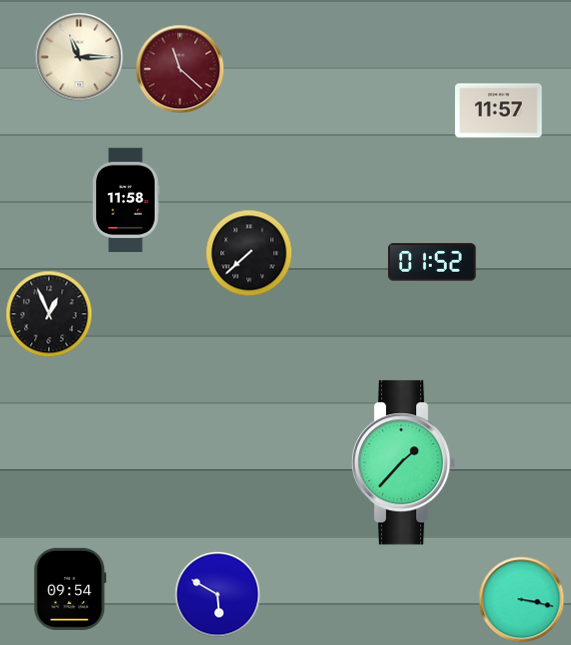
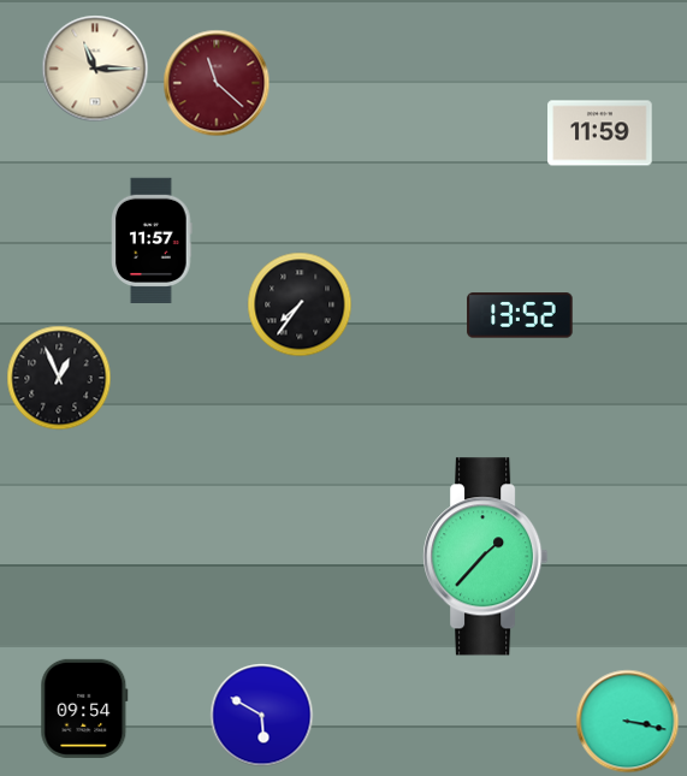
clock at (499, 111): 11:57 -> 11:59
clock at (126, 199): 11:58 -> 11:57
clock at (249, 253): 7:38 -> 7:36
clock at (432, 262): 01:52 -> 13:52
